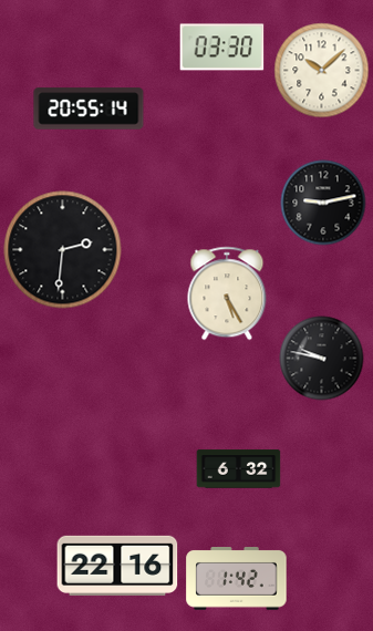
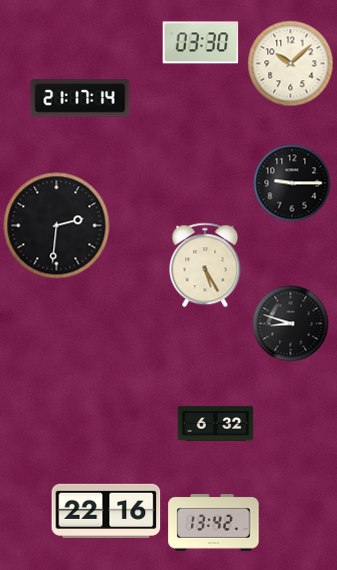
clock at (89, 108): 20:55 -> 21:17
clock at (323, 203): 9:13 -> 9:15
clock at (322, 359): 9:47 -> 8:48
clock at (237, 579): 1:42 -> 13:42
